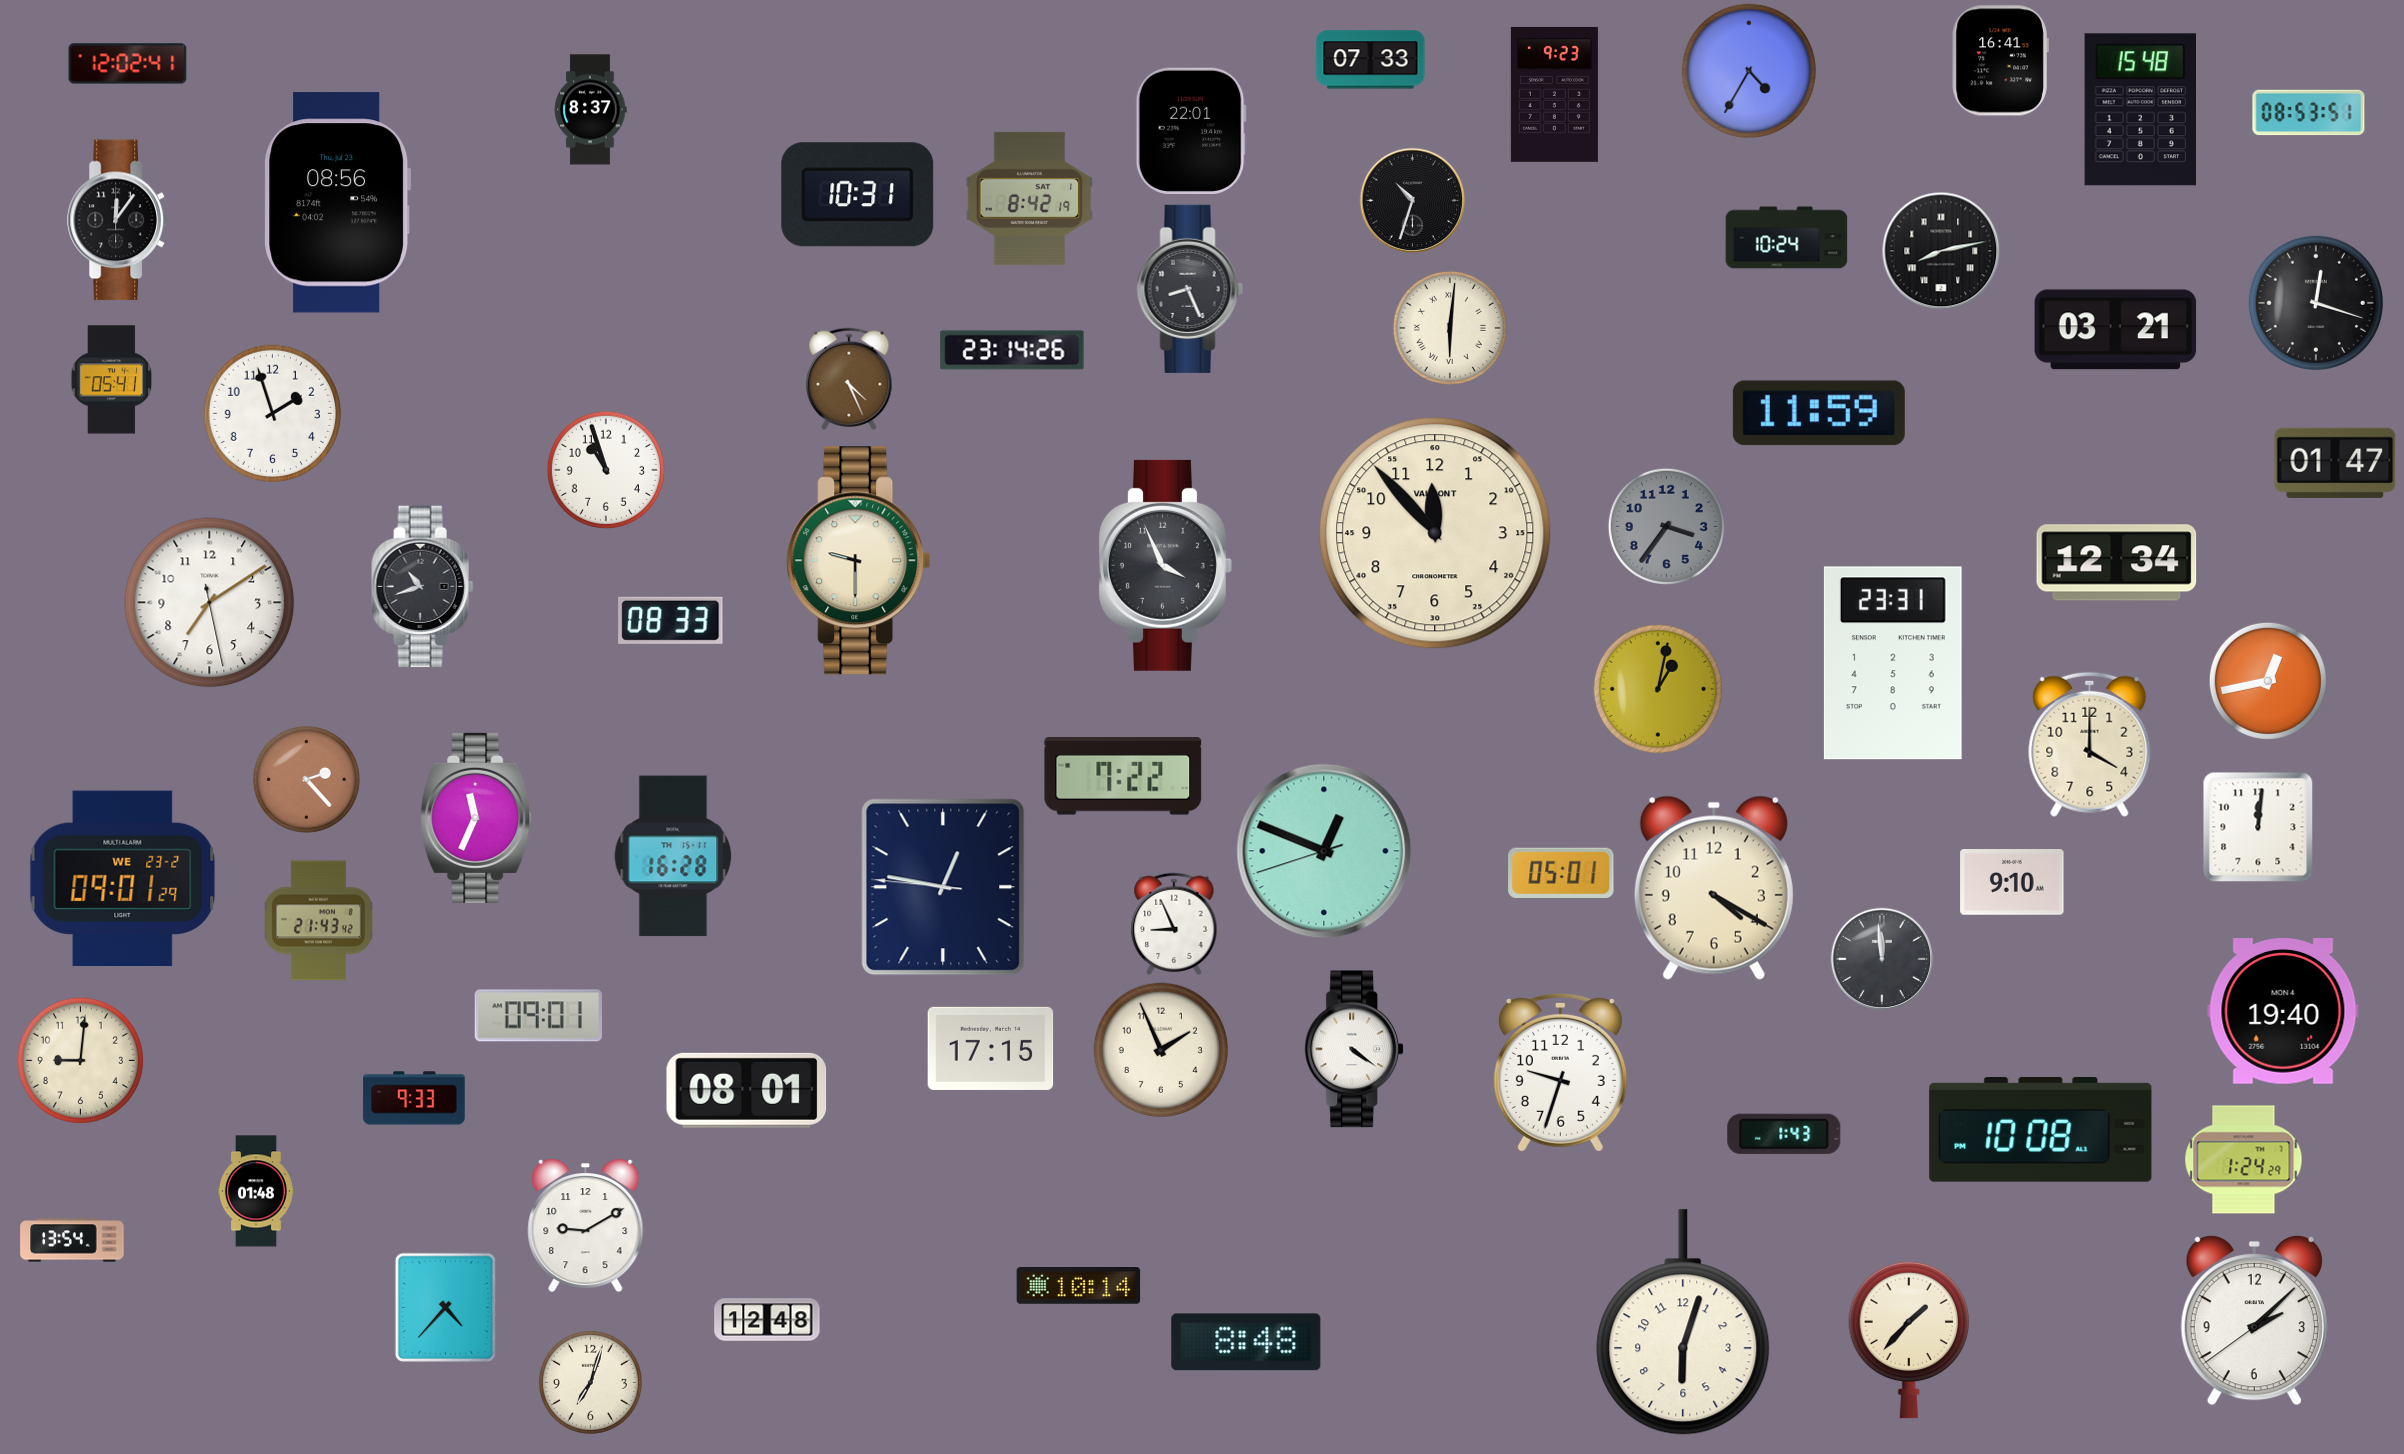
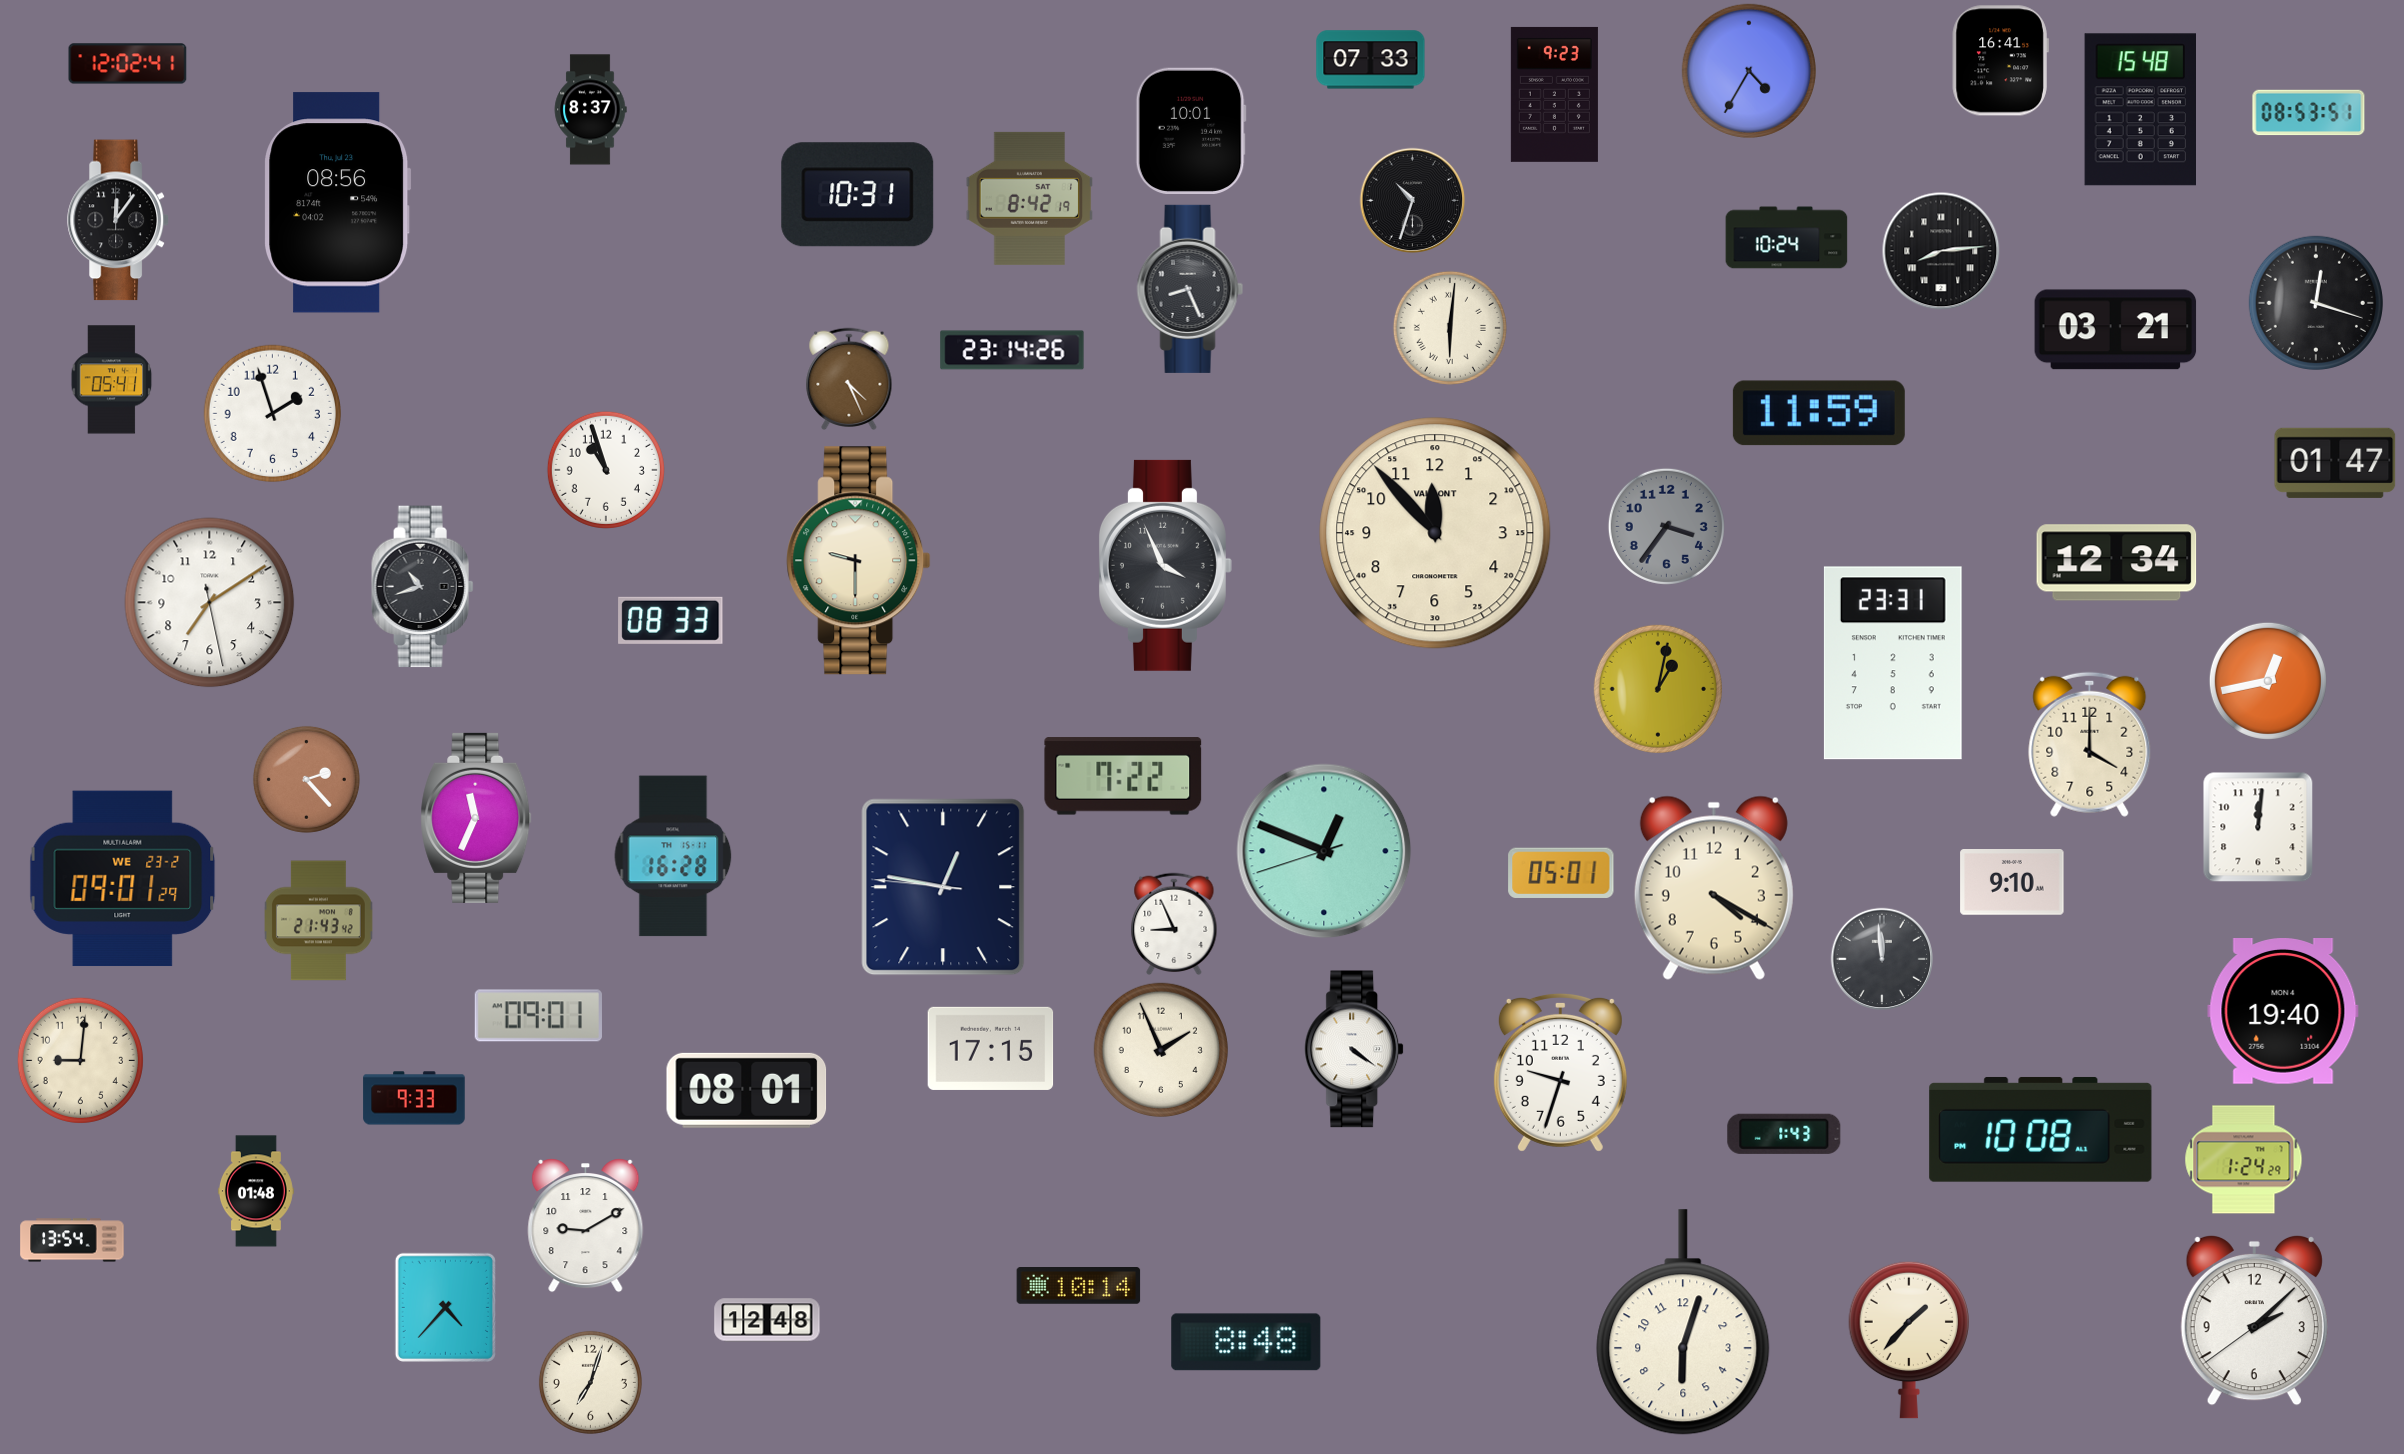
clock at (1191, 130): 22:01 -> 10:01
clock at (1941, 251): 8:13 -> 8:14
